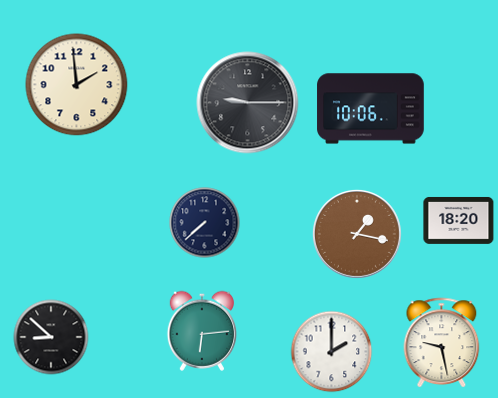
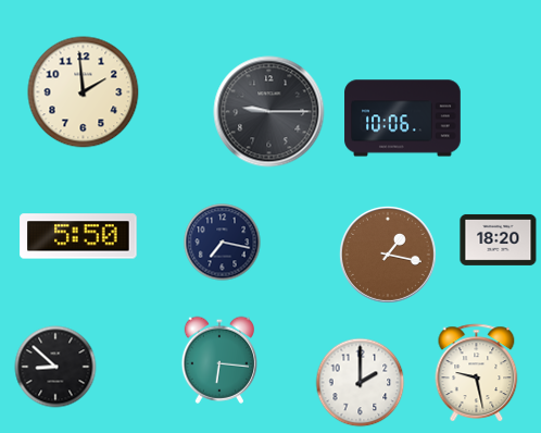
clock at (78, 236): none -> 5:50
clock at (205, 223): 7:38 -> 7:17
clock at (201, 331): 6:14 -> 6:16
clock at (442, 343) position: (442, 343) -> (477, 373)
